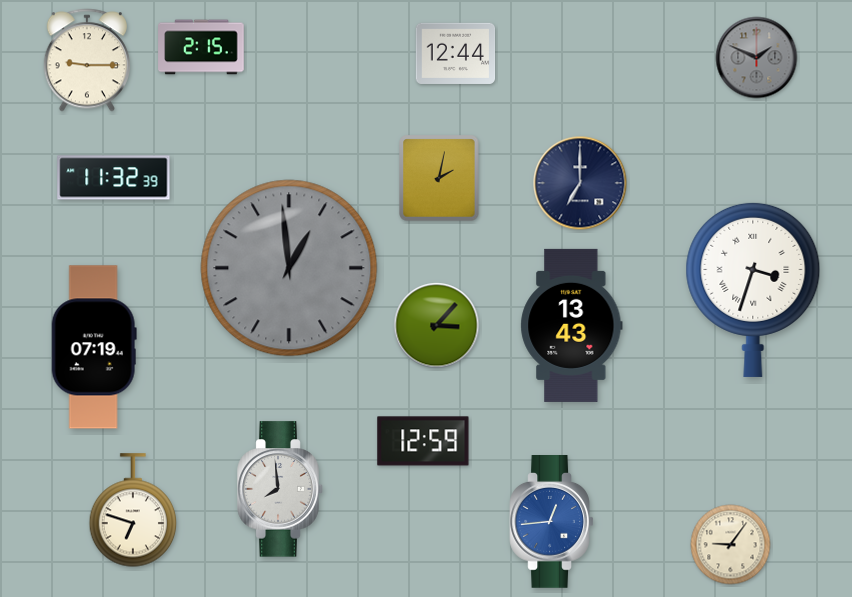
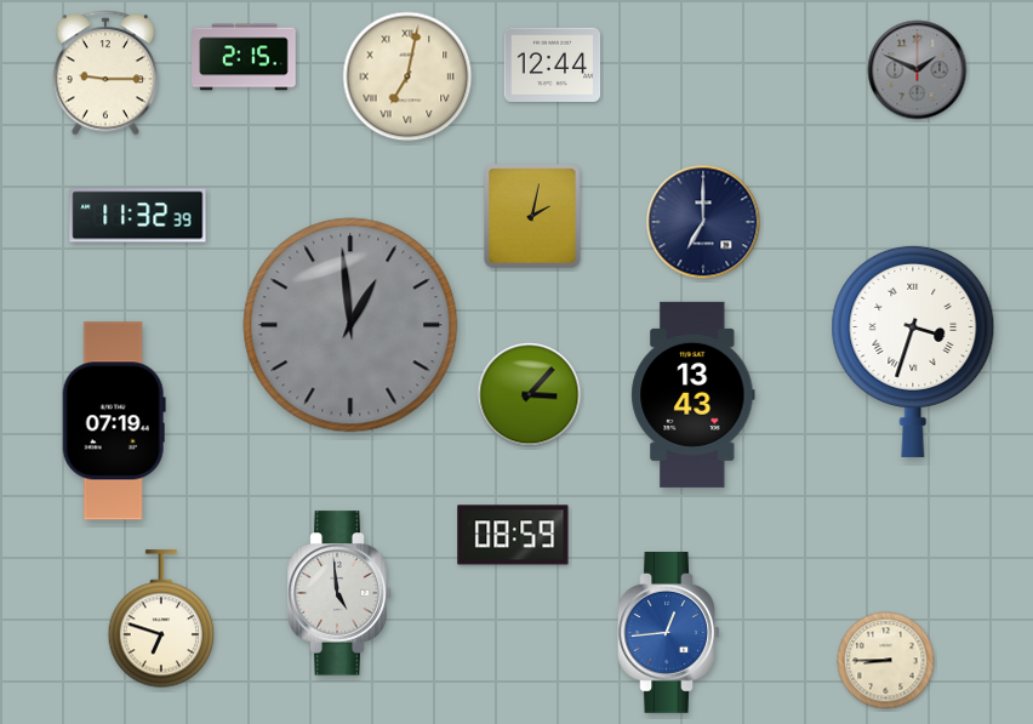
clock at (407, 76): none -> 7:02
clock at (423, 441): 12:59 -> 08:59
clock at (280, 489): 7:59 -> 4:59
clock at (731, 545): 9:06 -> 8:45
